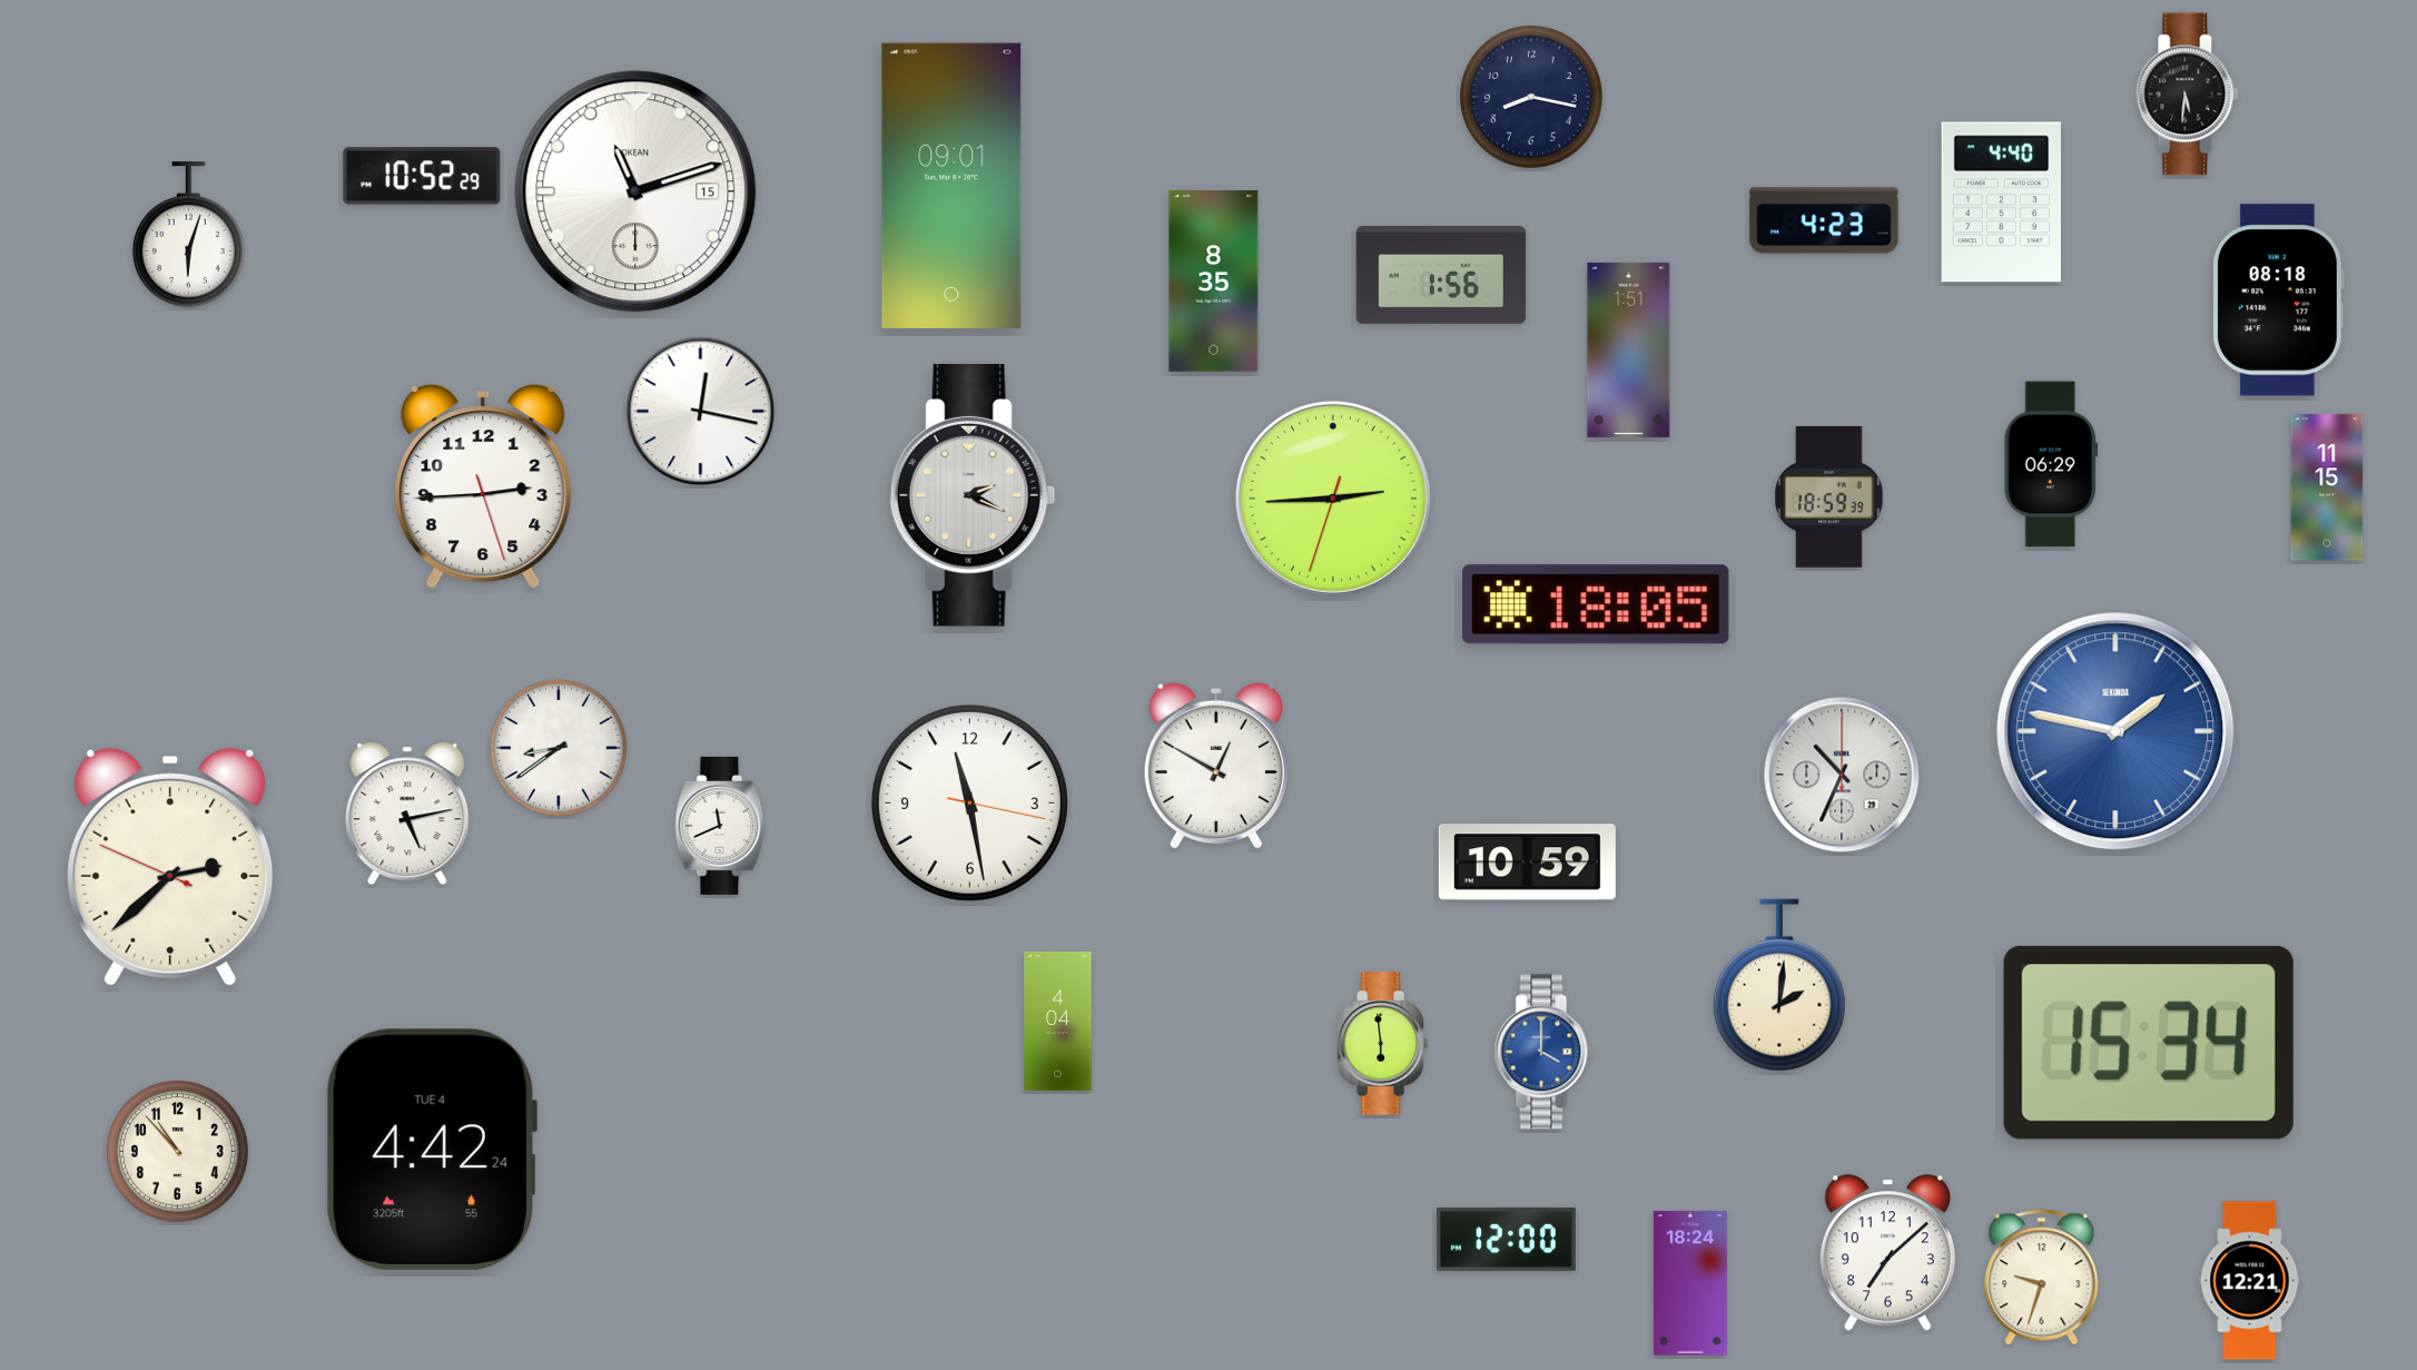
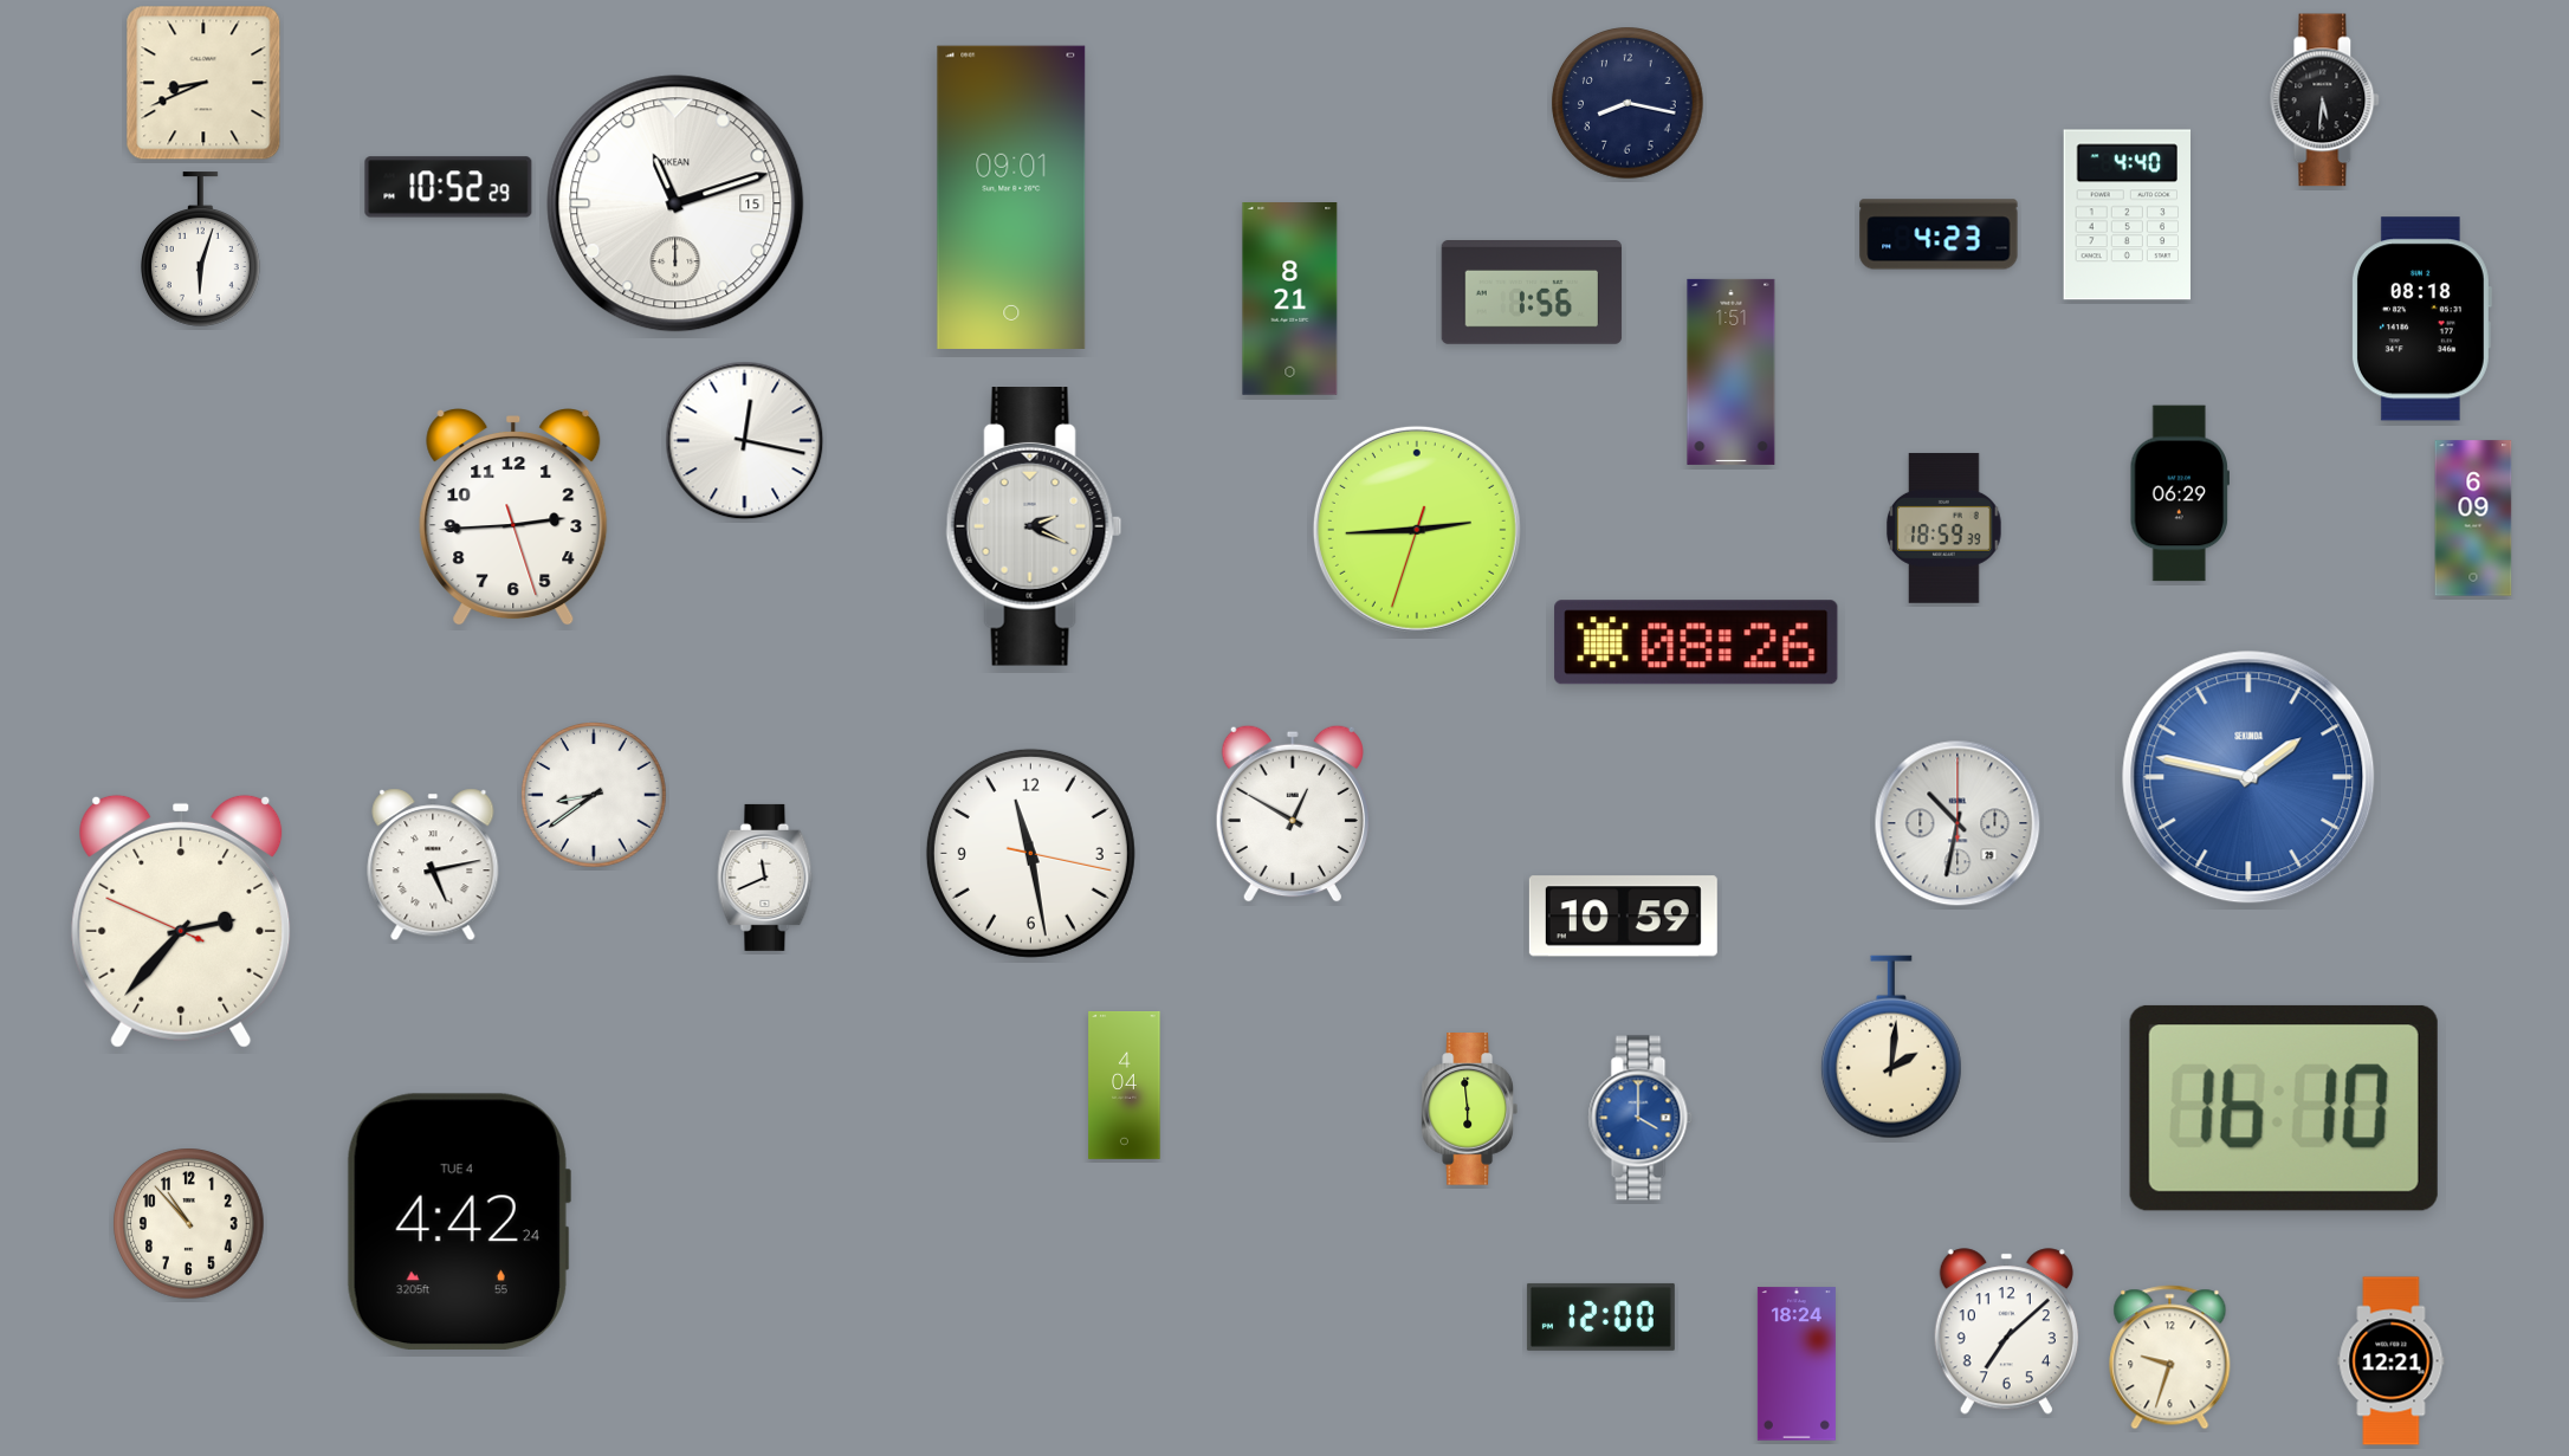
clock at (203, 83): none -> 8:41
clock at (1214, 282): 8:35 -> 8:21
clock at (701, 412) position: (701, 412) -> (745, 441)
clock at (2327, 487): 11:15 -> 6:09
clock at (1596, 604): 18:05 -> 08:26
clock at (1842, 775): 10:34 -> 10:32
clock at (170, 867): 2:37 -> 2:36
clock at (2149, 1043): 15:34 -> 16:10
